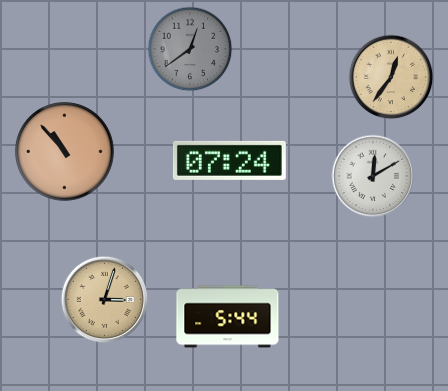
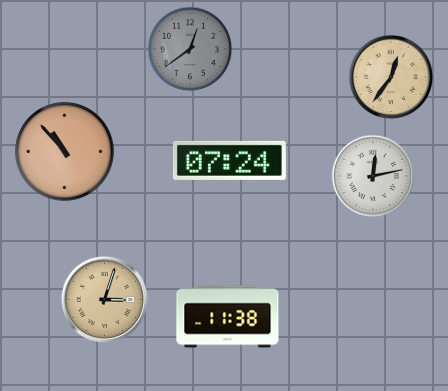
clock at (373, 176): 12:10 -> 12:13
clock at (228, 317): 5:44 -> 11:38
